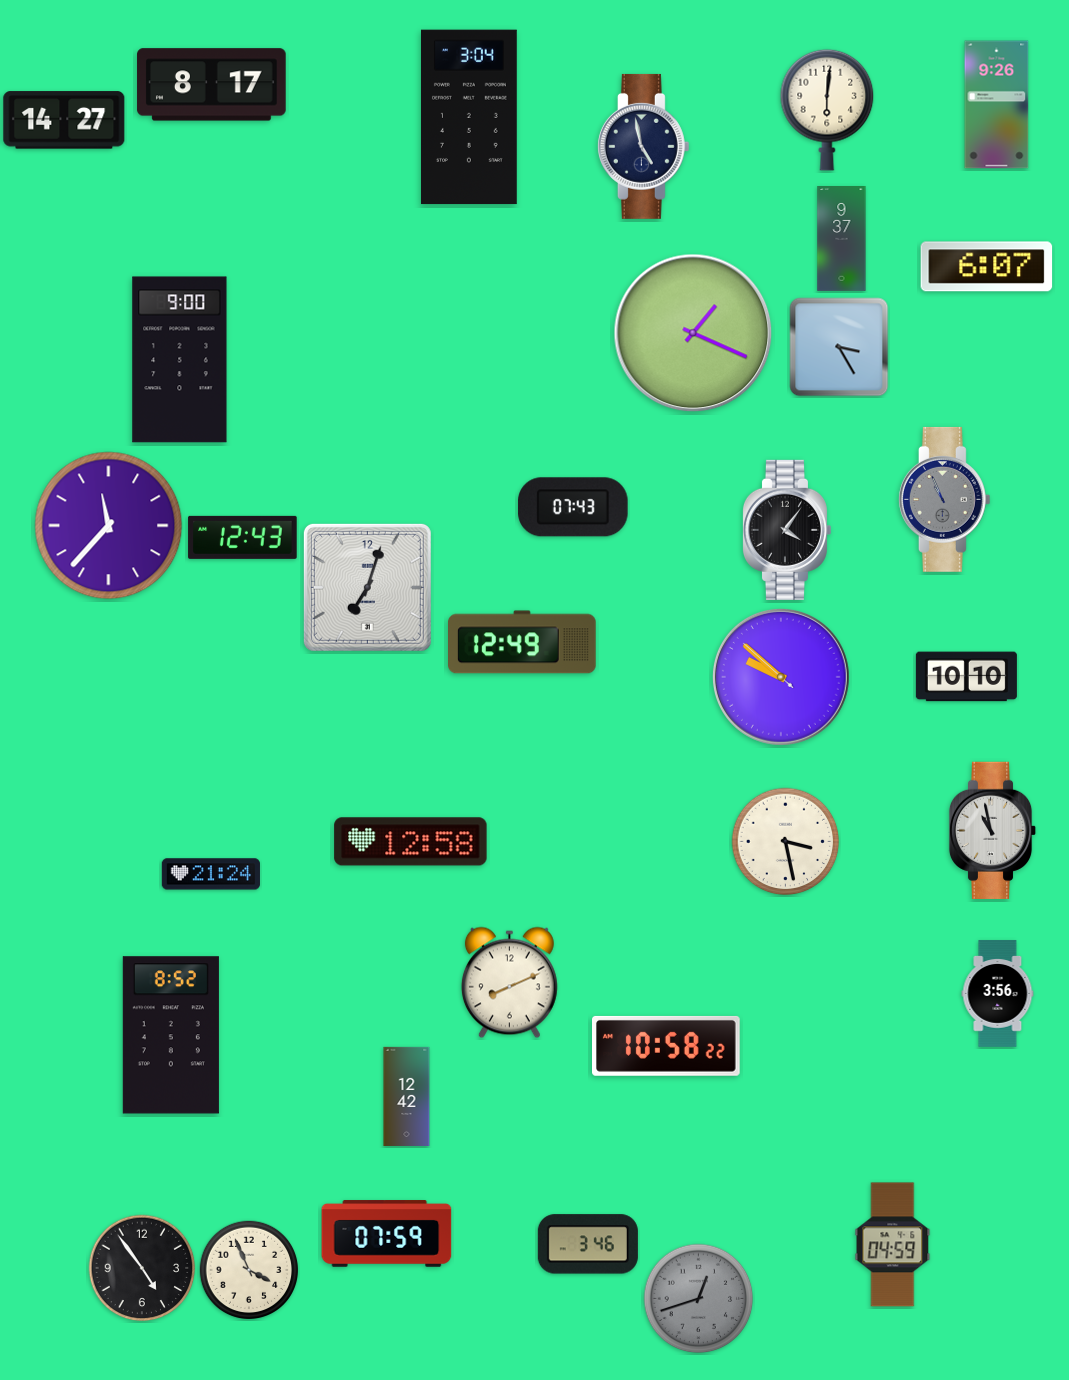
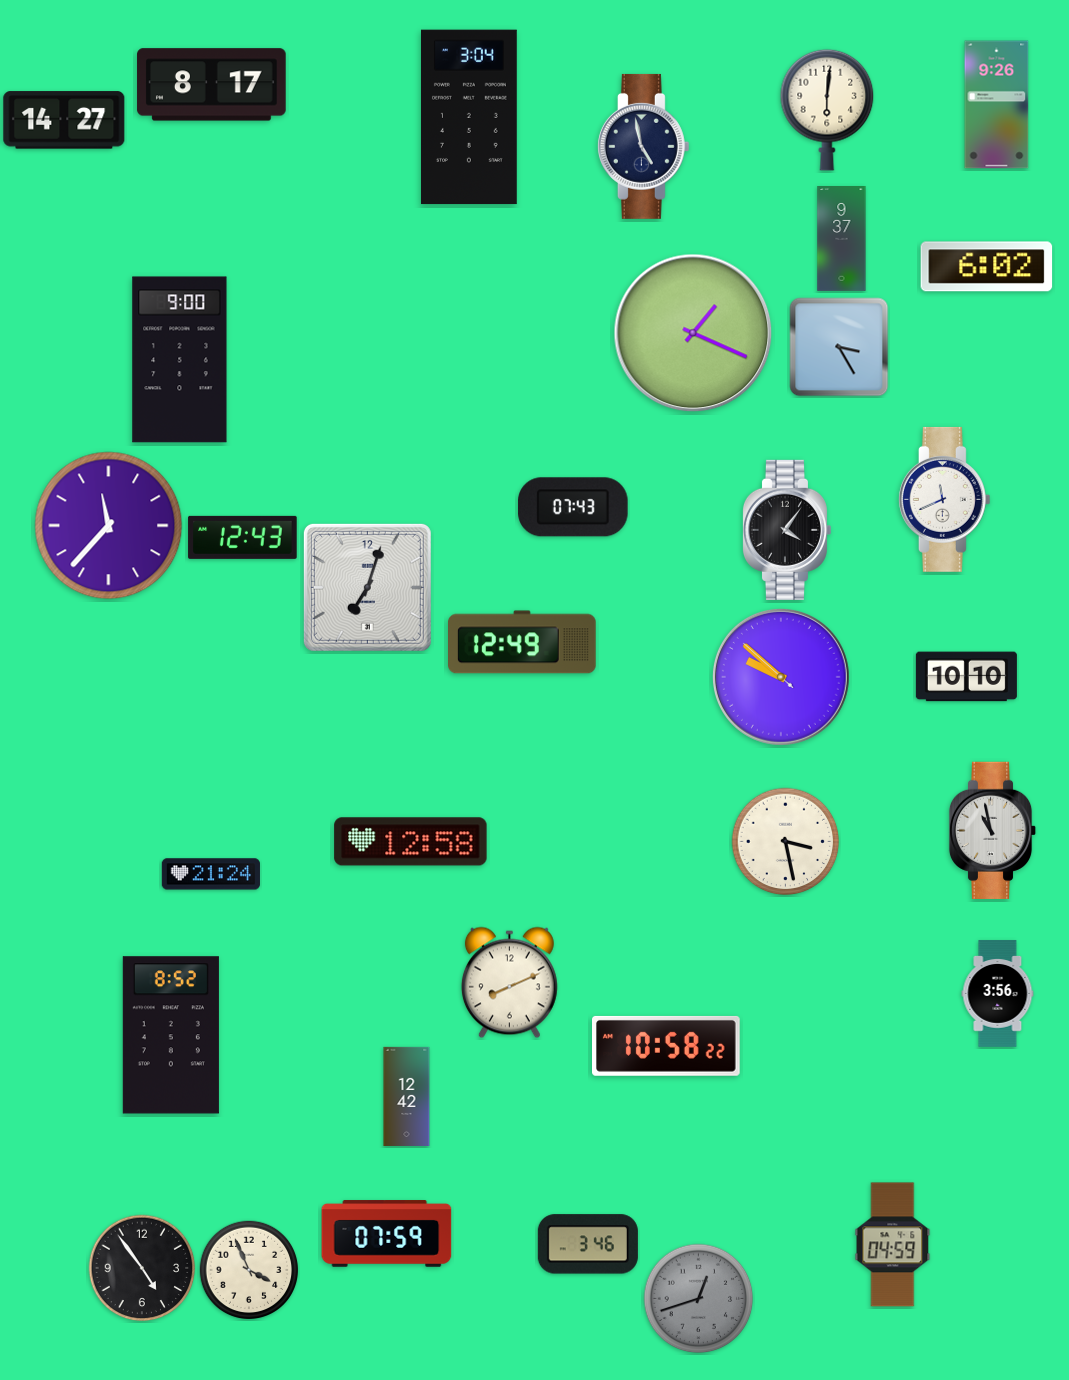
clock at (987, 267): 6:07 -> 6:02
clock at (944, 499): 10:56 -> 11:41
clock at (944, 499) dial: grey -> white
